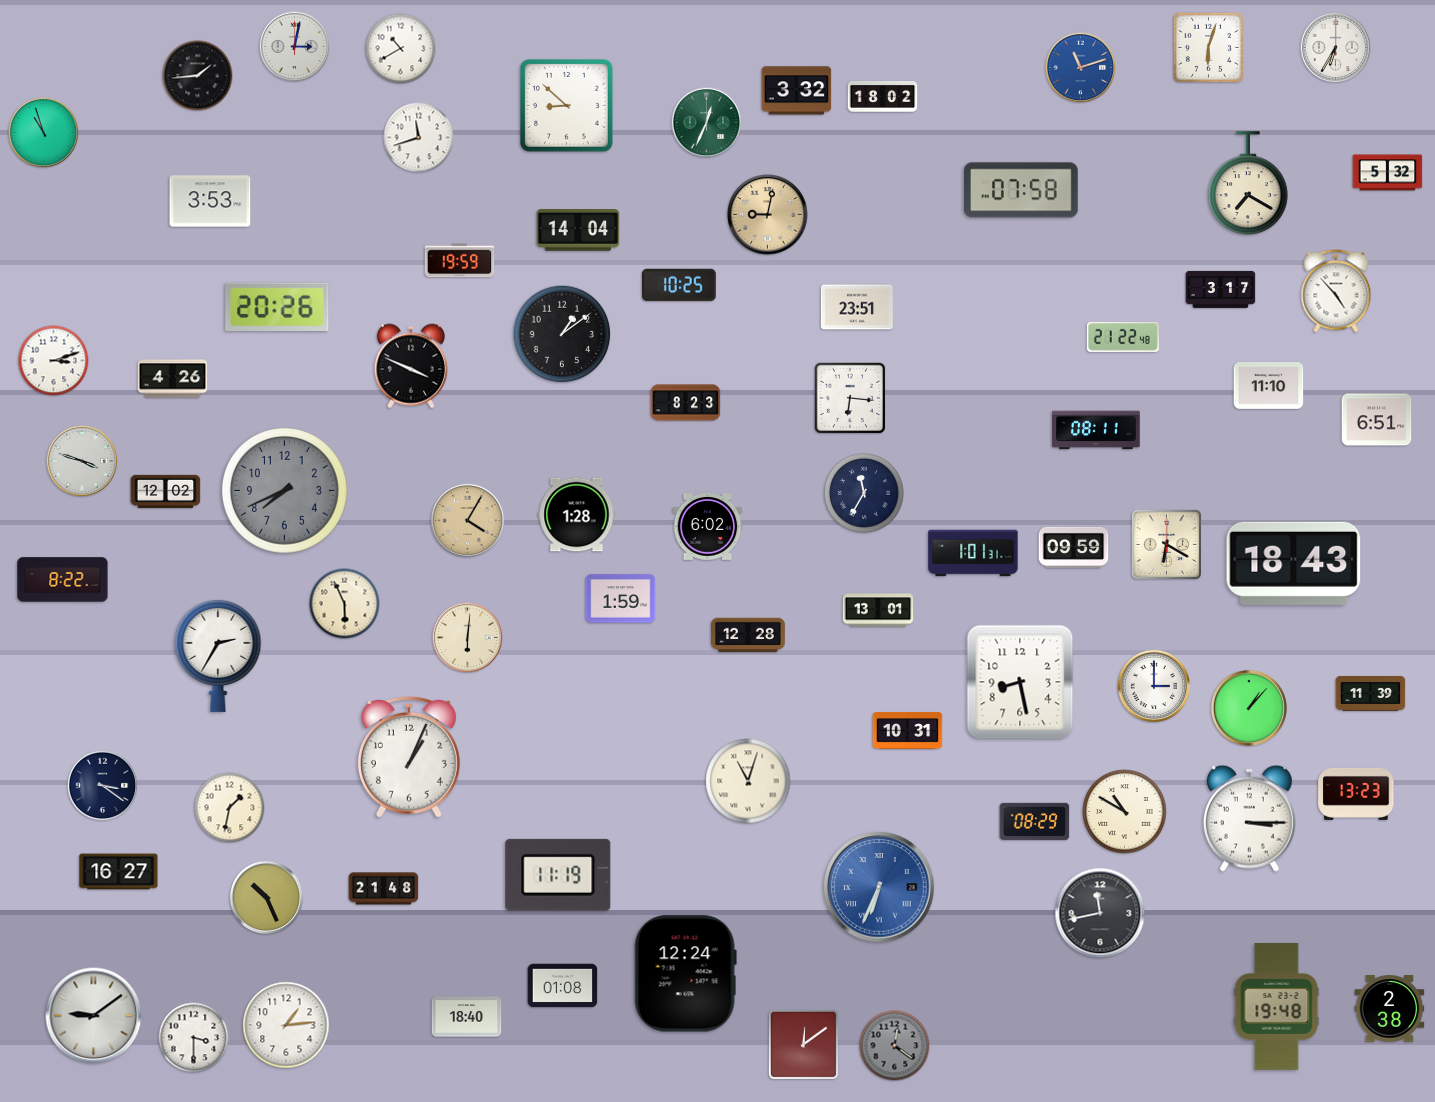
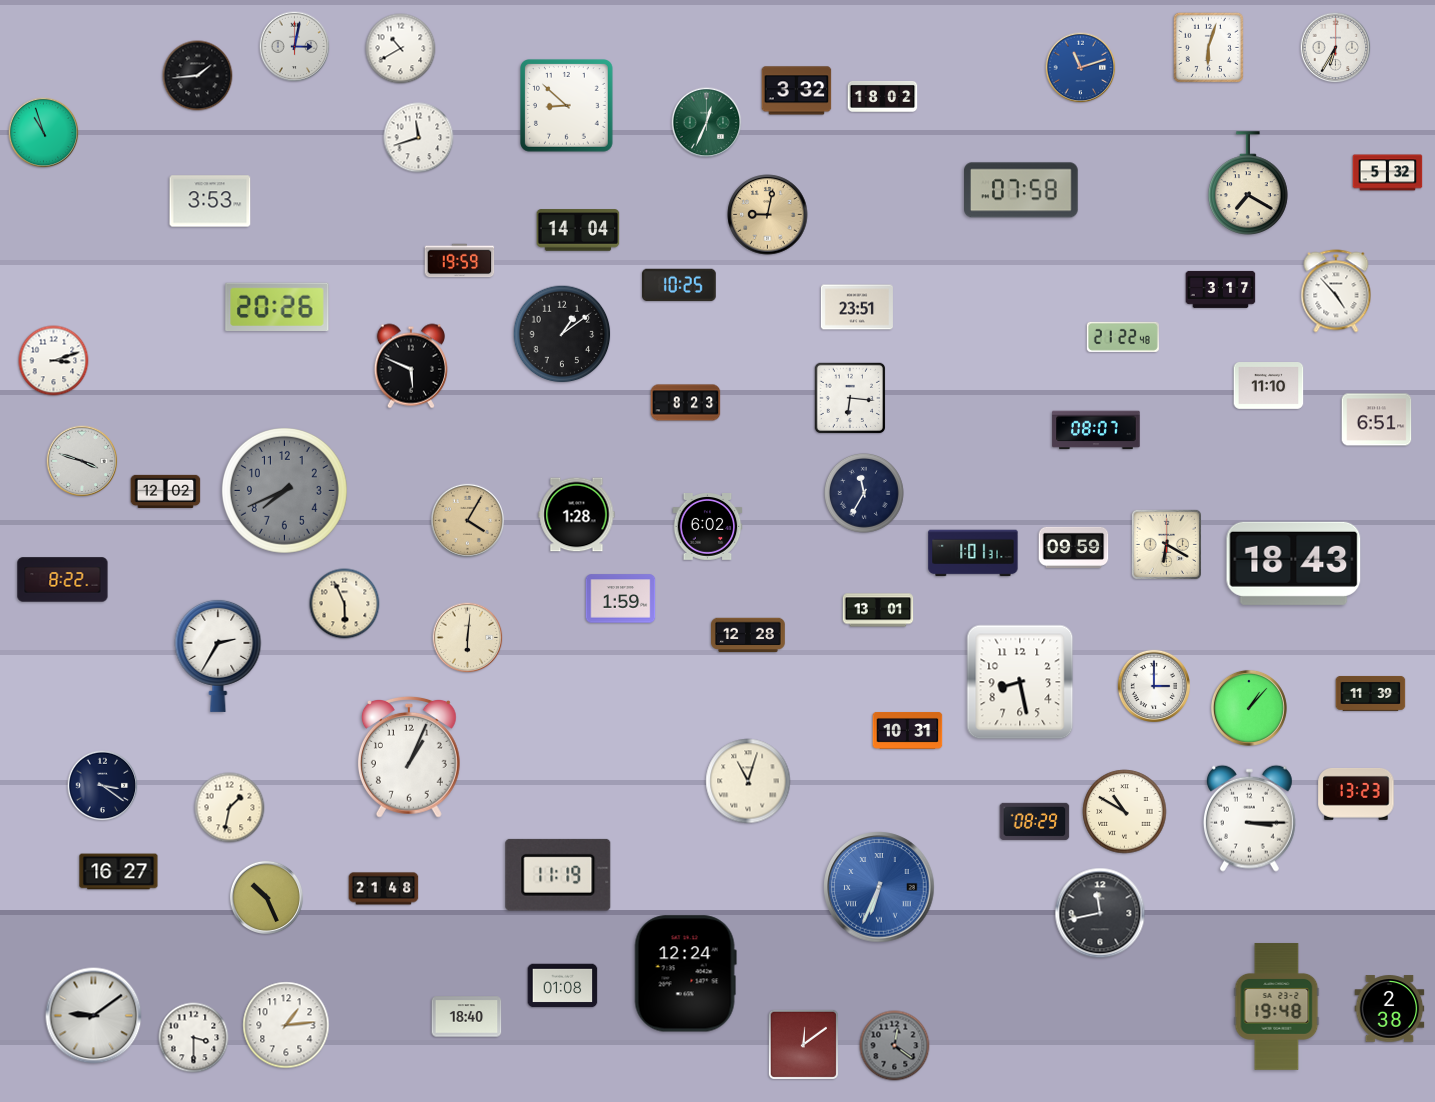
clock at (410, 366): 3:49 -> 5:49
clock at (173, 379): 4:26 -> none
clock at (1096, 430): 08:11 -> 08:07
